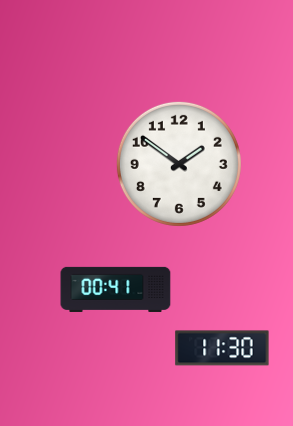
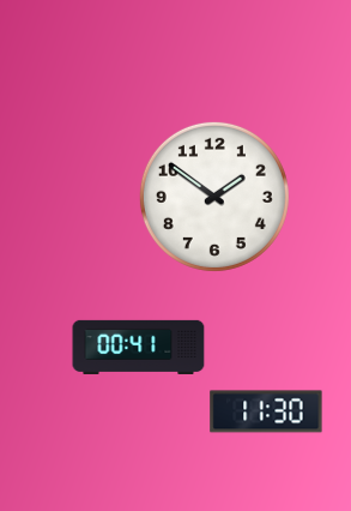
clock at (222, 348) position: (222, 348) -> (266, 411)
